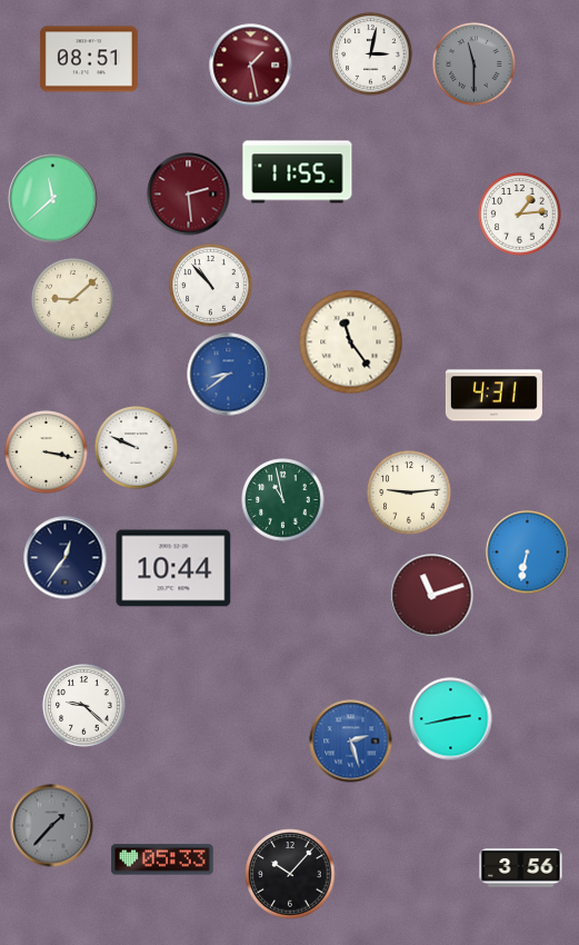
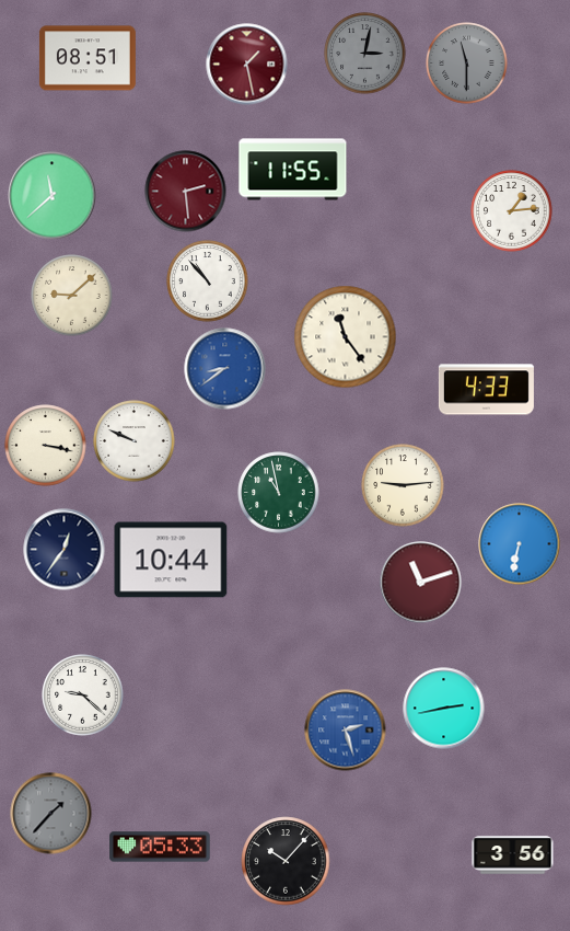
clock at (371, 54) dial: white -> grey
clock at (493, 396): 4:31 -> 4:33
clock at (432, 596) position: (432, 596) -> (421, 583)
